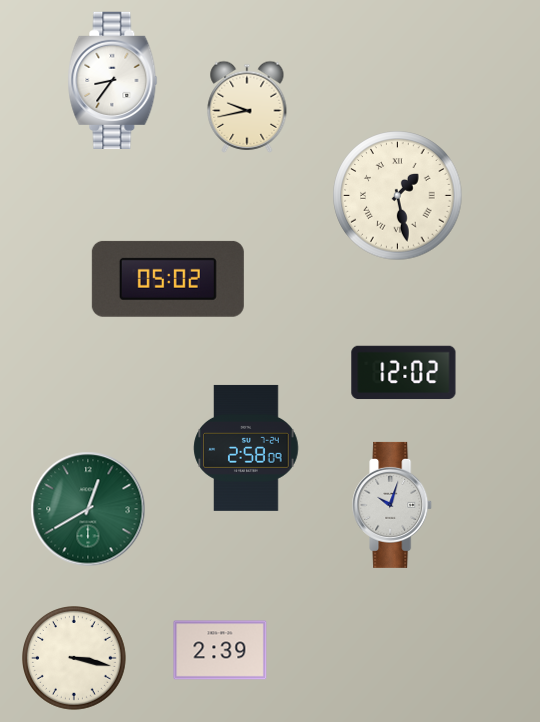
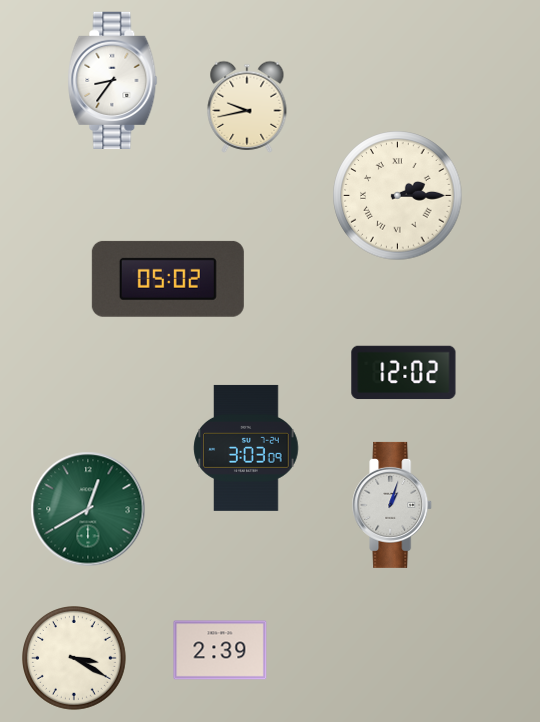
clock at (398, 196): 1:28 -> 2:15
clock at (246, 448): 2:58 -> 3:03
clock at (393, 505): 10:03 -> 1:03
clock at (75, 659): 3:17 -> 3:20
